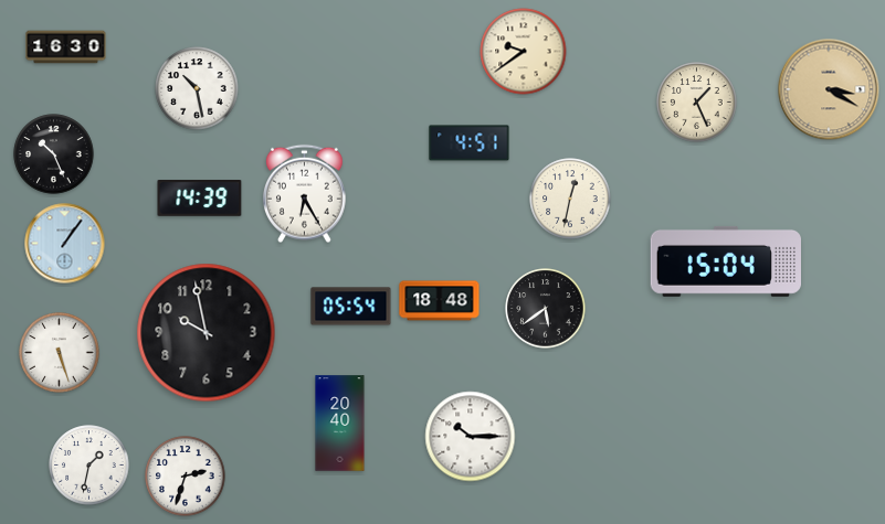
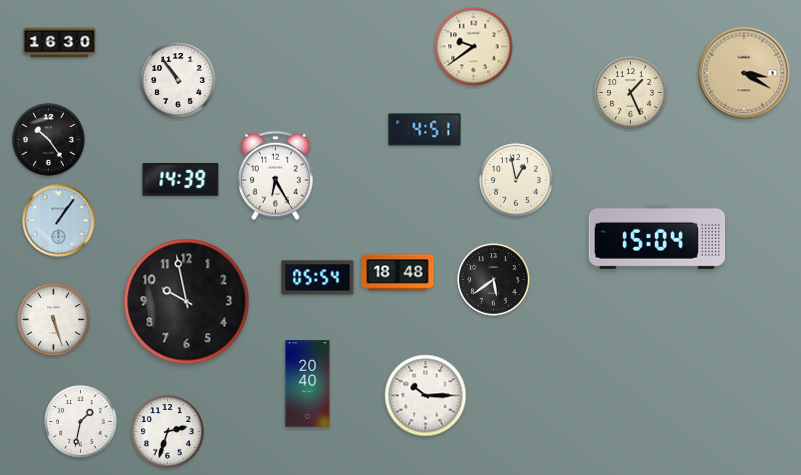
clock at (197, 88): 10:28 -> 10:54
clock at (829, 89) position: (829, 89) -> (744, 73)
clock at (54, 154): 10:26 -> 10:24
clock at (570, 199): 12:32 -> 12:58
